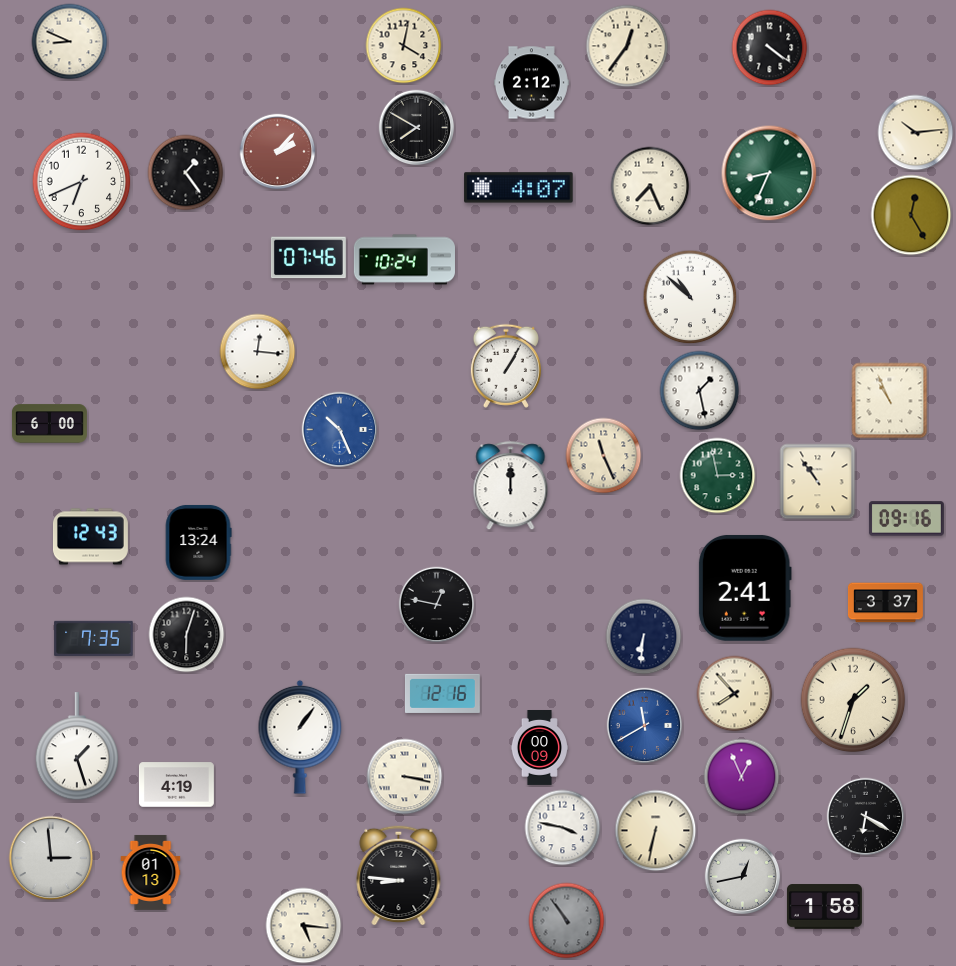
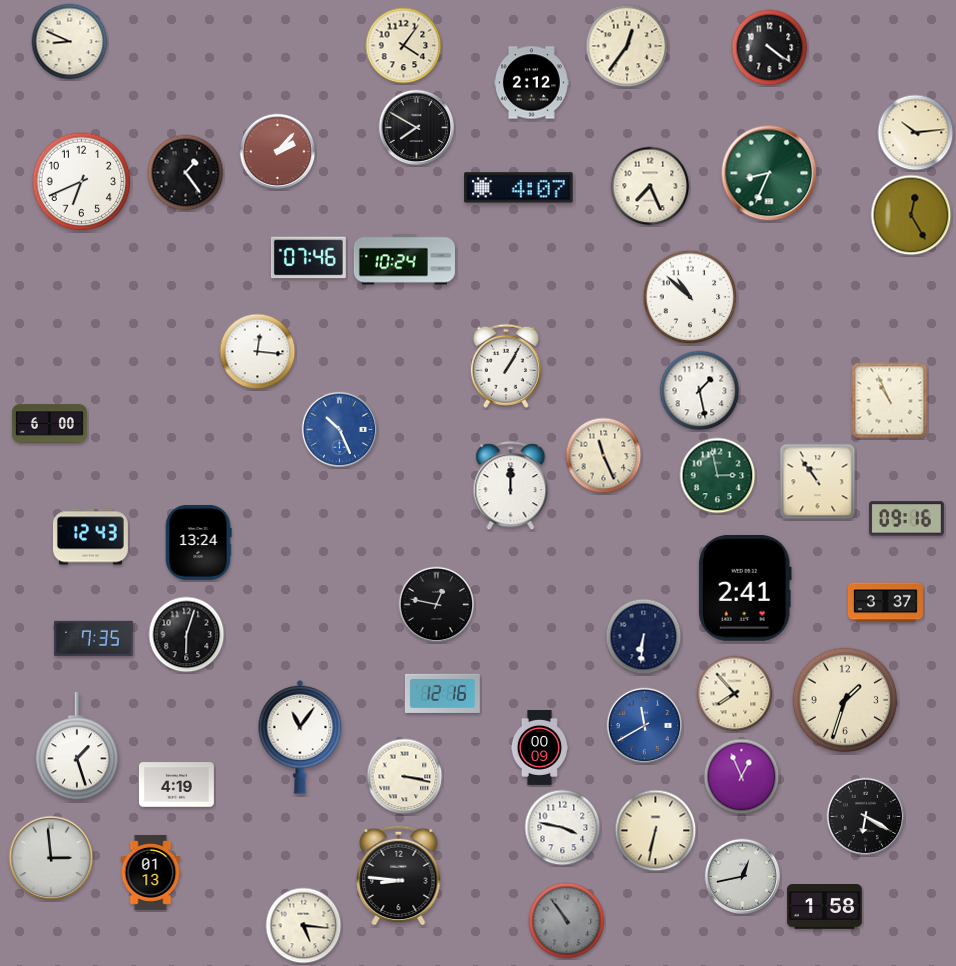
clock at (404, 46): 4:02 -> 4:06
clock at (853, 700) position: (853, 700) -> (845, 700)
clock at (300, 737): 1:06 -> 11:06
